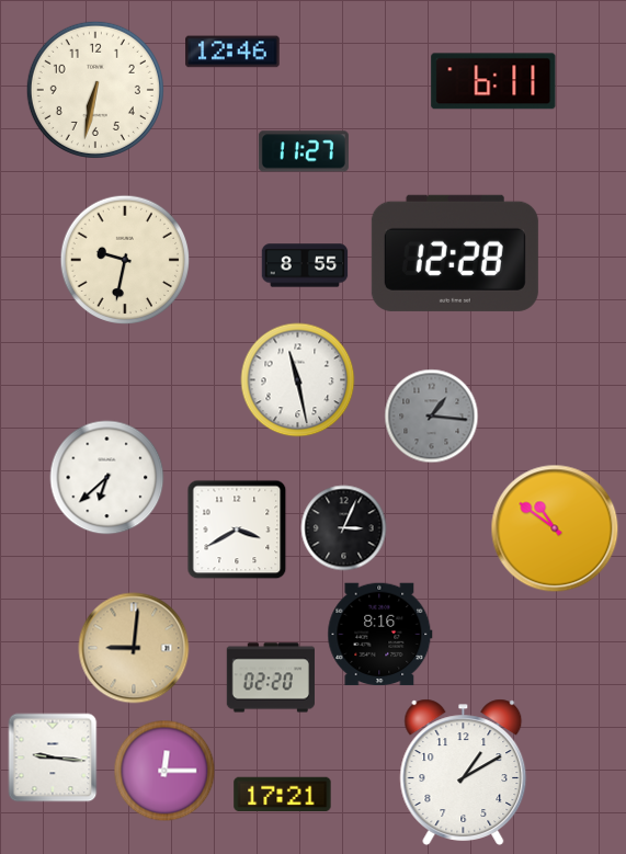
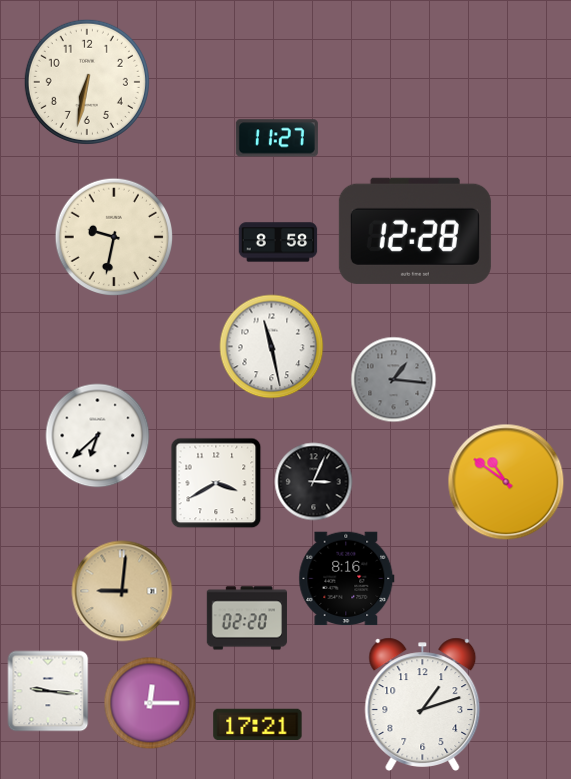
clock at (232, 52): 12:46 -> none
clock at (493, 81): 6:11 -> none
clock at (305, 265): 8:55 -> 8:58
clock at (464, 772): 1:10 -> 1:12
